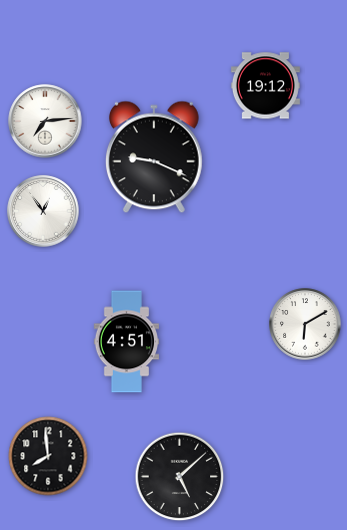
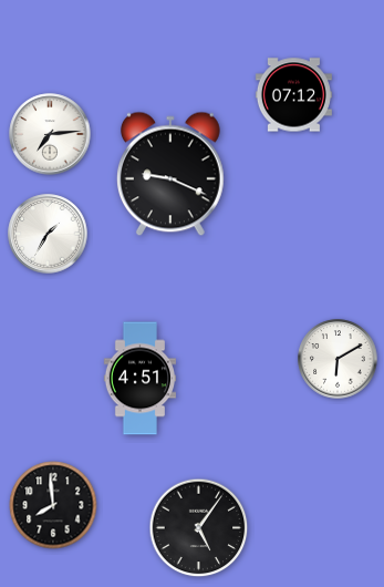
clock at (265, 86): 19:12 -> 07:12
clock at (43, 211): 12:54 -> 1:35
clock at (180, 477): 5:08 -> 5:06
